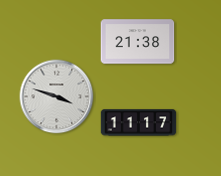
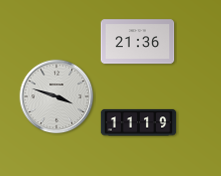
clock at (138, 42): 21:38 -> 21:36
clock at (139, 123): 11:17 -> 11:19
